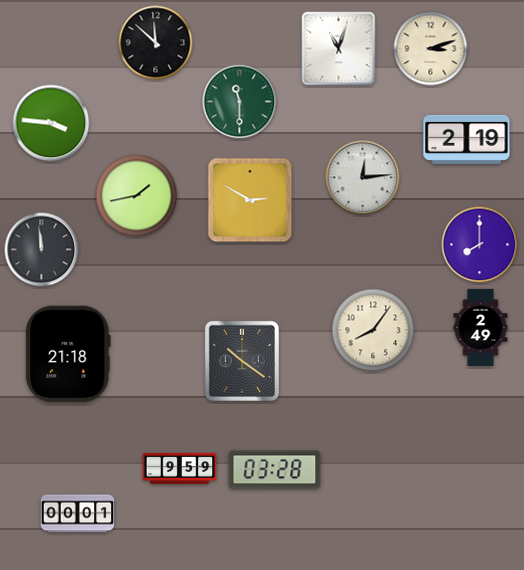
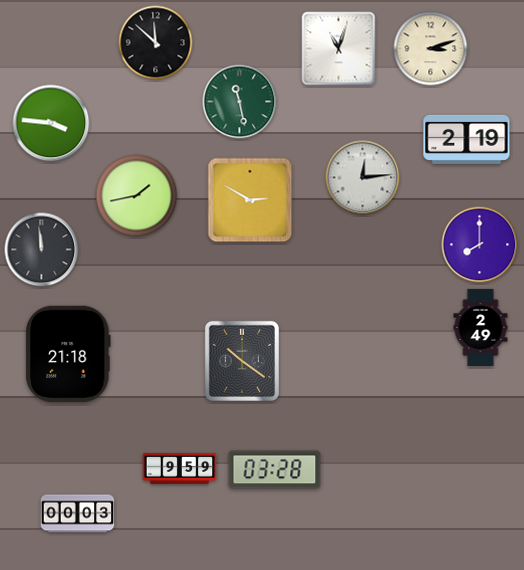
clock at (240, 102): 11:30 -> 11:28
clock at (373, 330): 8:06 -> none
clock at (78, 514): 00:01 -> 00:03
